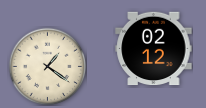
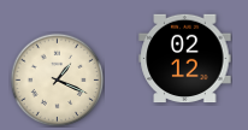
clock at (47, 66): 1:21 -> 1:19
